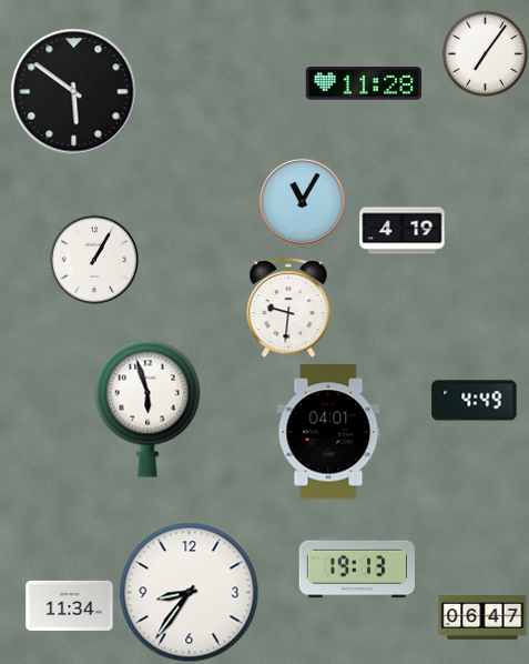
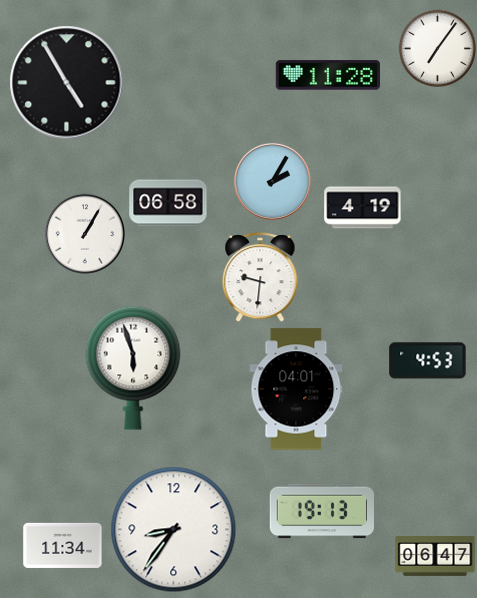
clock at (74, 92): 5:51 -> 4:55
clock at (302, 201): 11:05 -> 2:05
clock at (168, 203): none -> 06:58
clock at (475, 401): 4:49 -> 4:53
clock at (190, 593) position: (190, 593) -> (174, 530)
